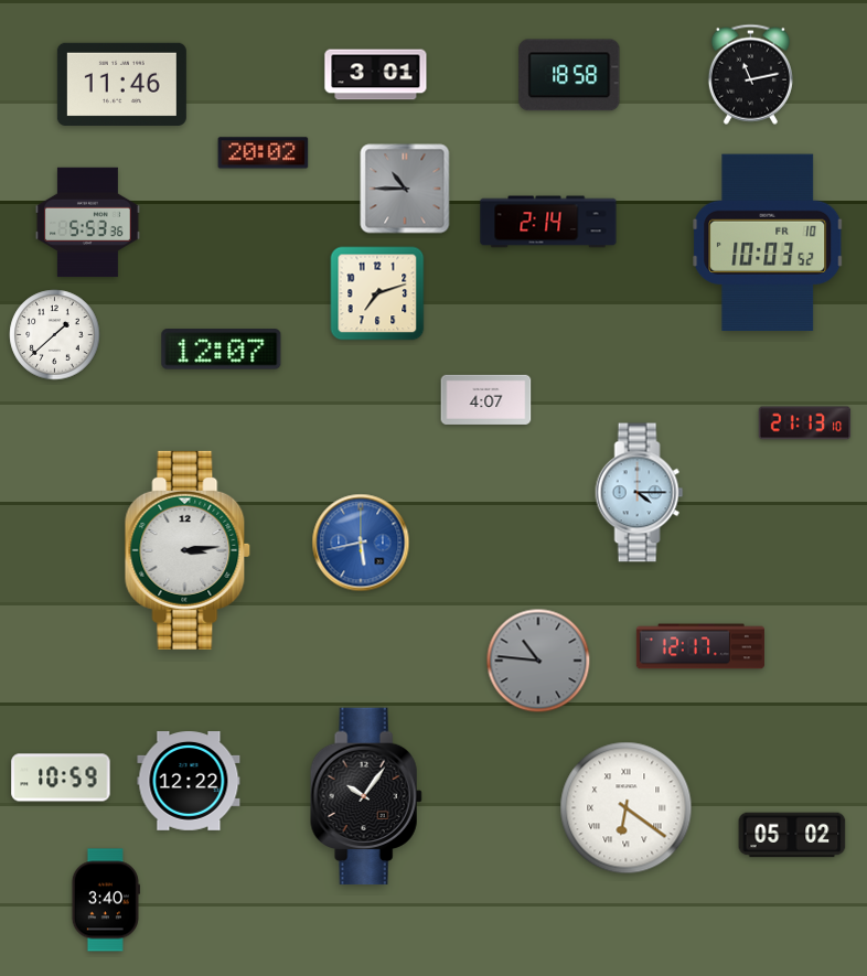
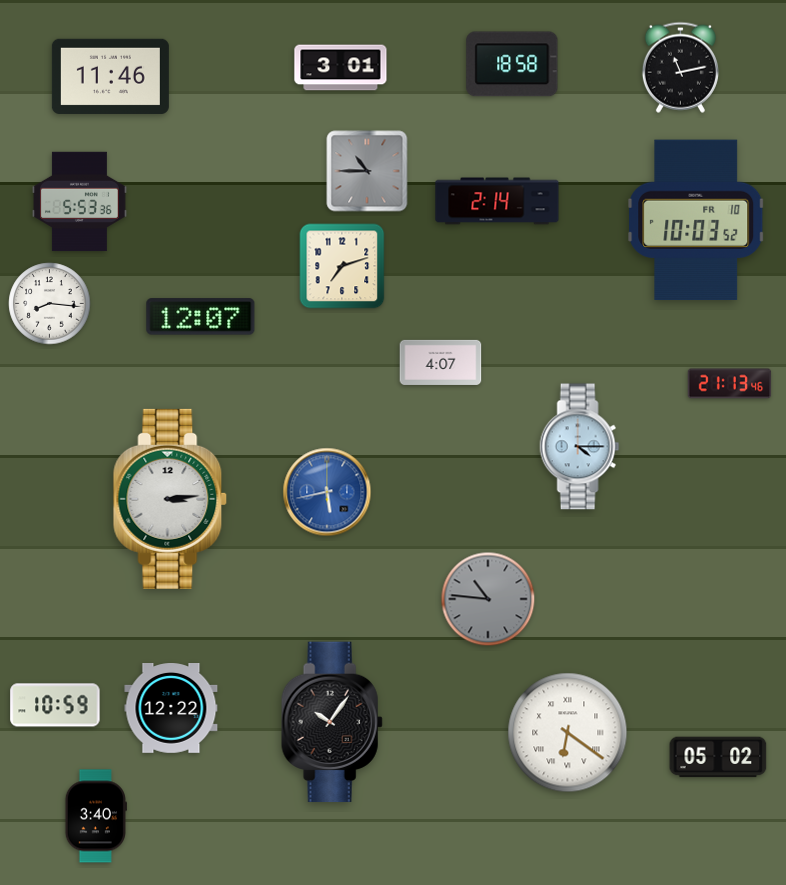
clock at (569, 75) position: (569, 75) -> (512, 64)
clock at (264, 153): 20:02 -> none
clock at (55, 335): 1:38 -> 8:16
clock at (805, 423): 21:13:10 -> 21:13:46
clock at (700, 646): 12:17 -> none
